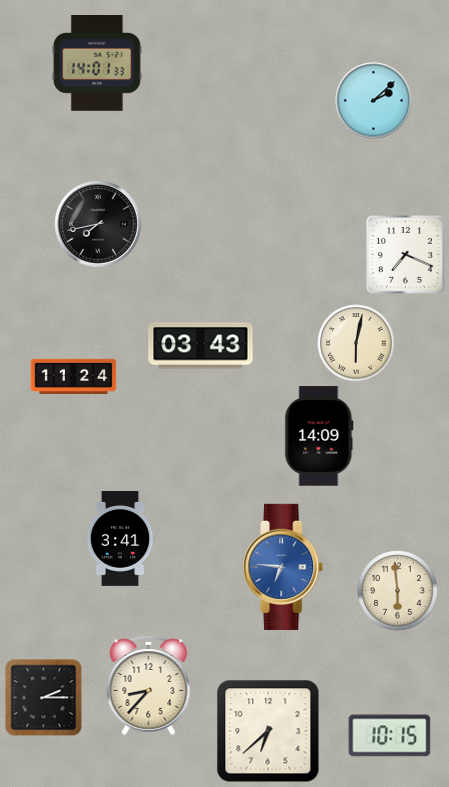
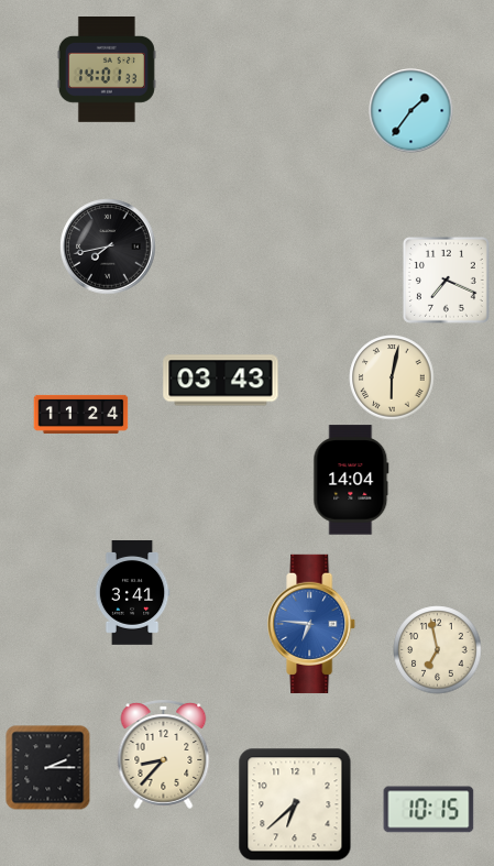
clock at (374, 101): 2:08 -> 1:36
clock at (319, 436): 14:09 -> 14:04
clock at (398, 591): 5:59 -> 6:58
